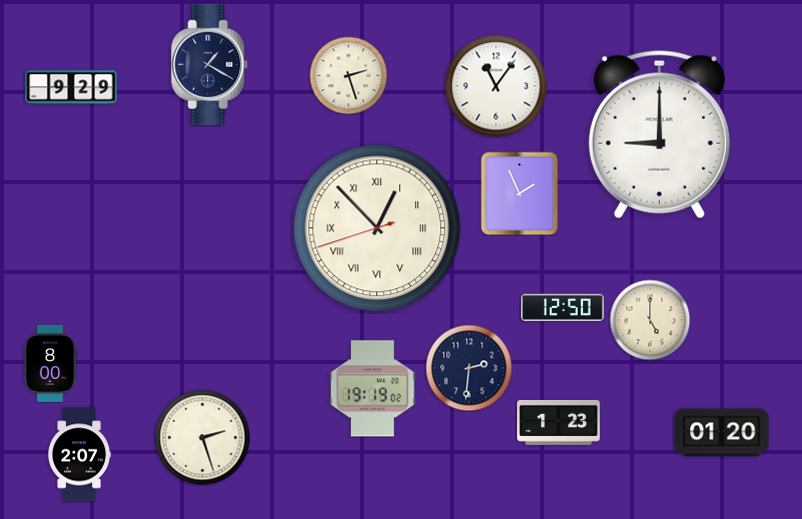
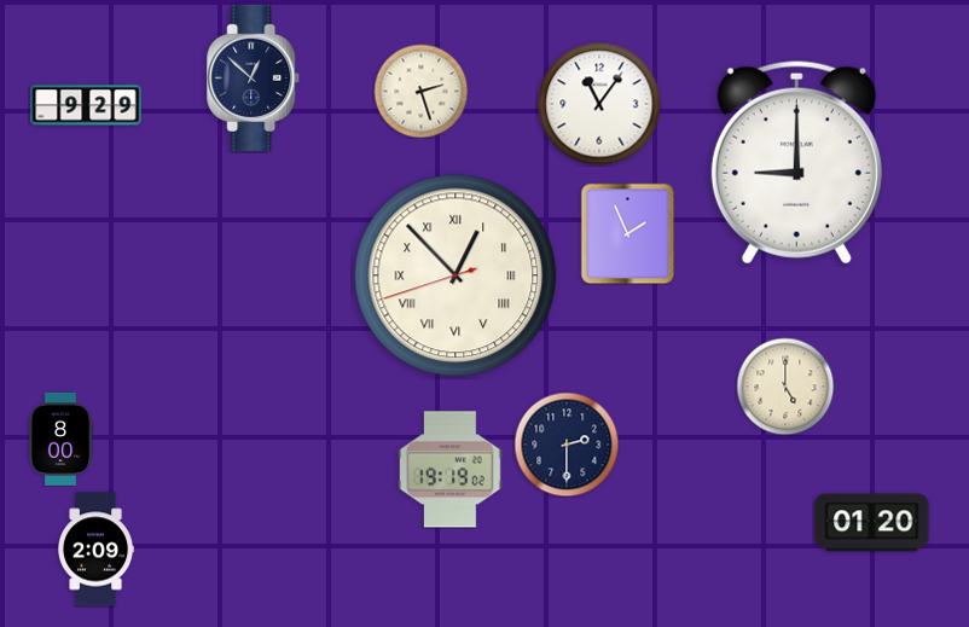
clock at (210, 64): 1:20 -> 12:52
clock at (563, 308): 12:50 -> none
clock at (469, 368): 2:31 -> 2:30
clock at (559, 422): 1:23 -> none
clock at (202, 437): 2:27 -> none
clock at (80, 455): 2:07 -> 2:09
